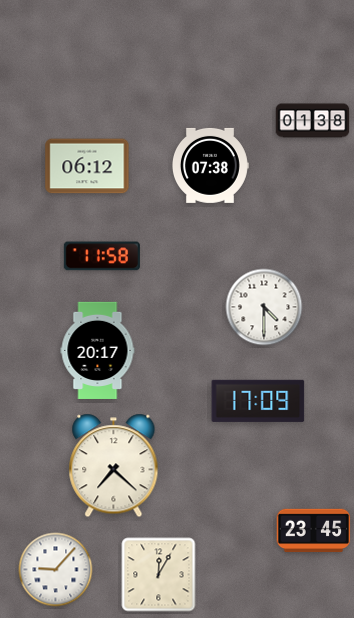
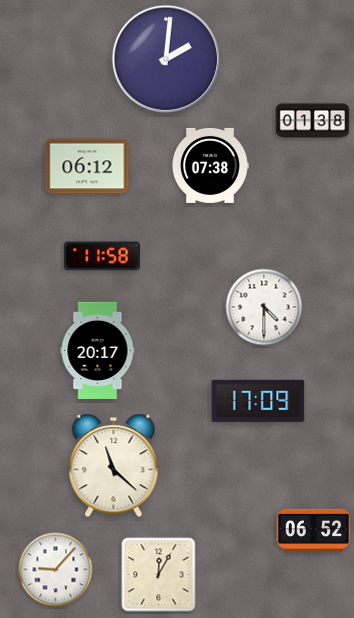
clock at (166, 59): none -> 2:01
clock at (114, 466): 7:22 -> 11:22
clock at (314, 531): 23:45 -> 06:52
